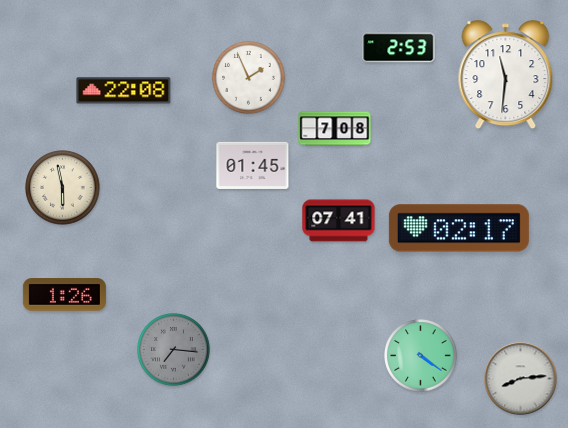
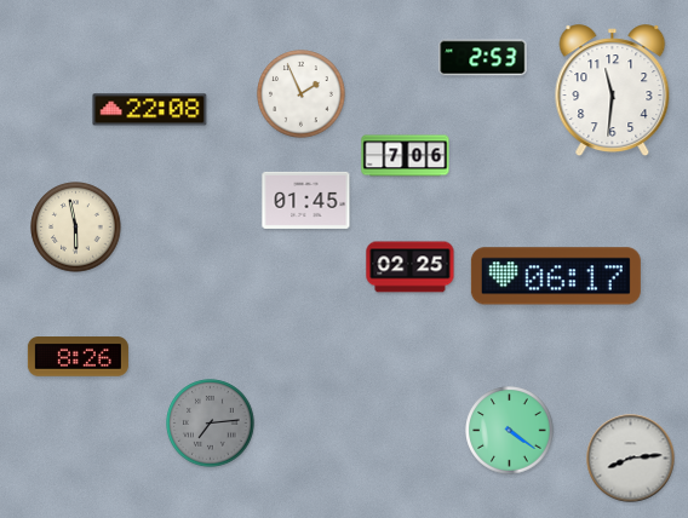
clock at (335, 129): 7:08 -> 7:06
clock at (339, 221): 07:41 -> 02:25
clock at (459, 228): 02:17 -> 06:17
clock at (64, 295): 1:26 -> 8:26
clock at (174, 350): 7:16 -> 7:14
